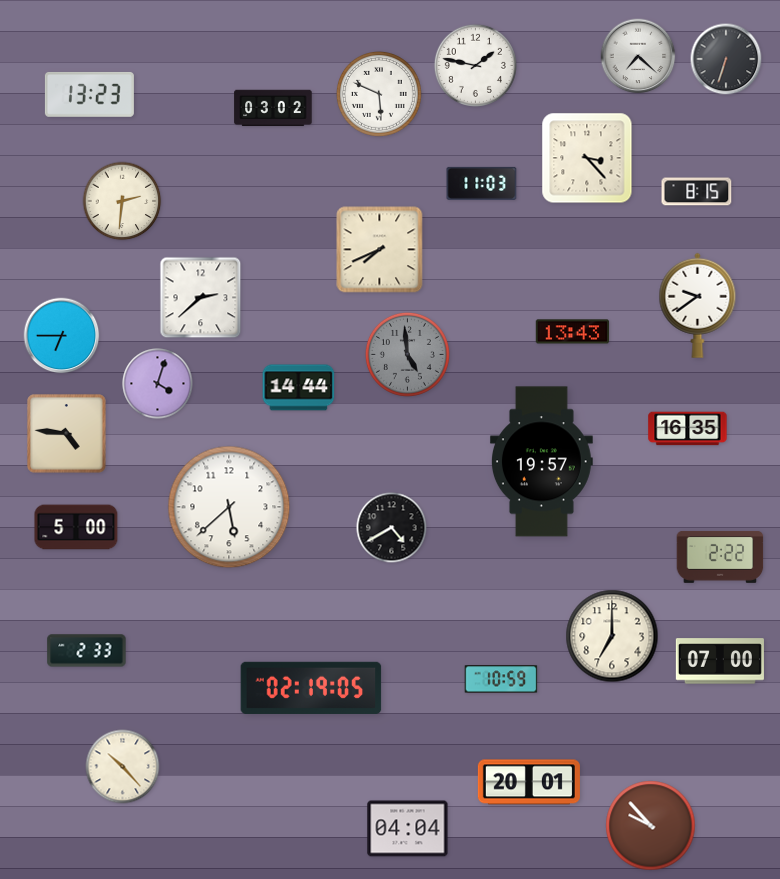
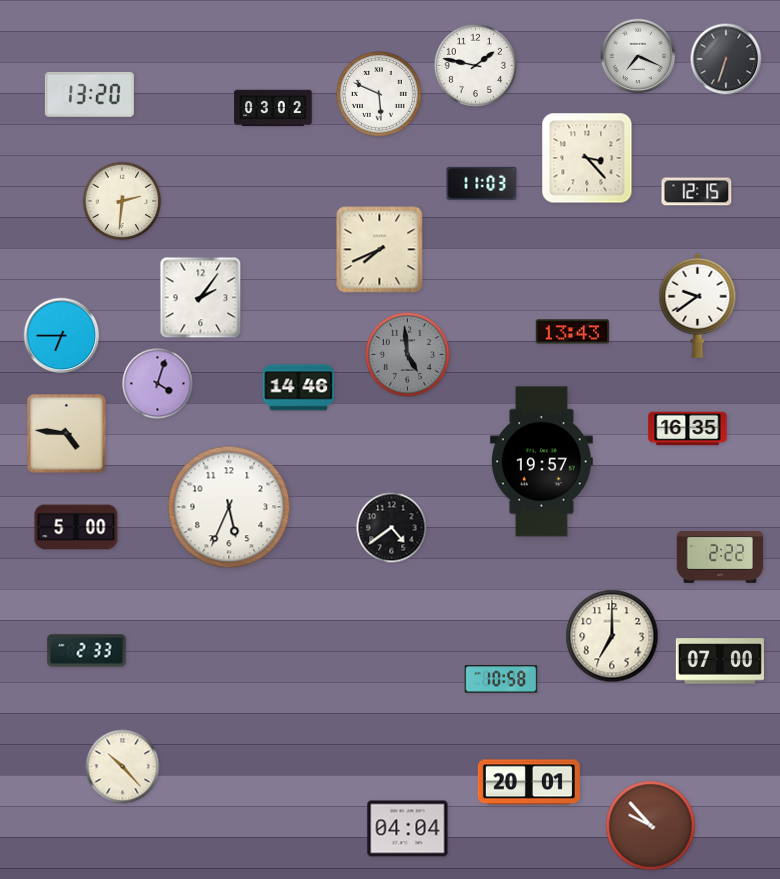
clock at (638, 56): 7:22 -> 7:19
clock at (89, 94): 13:23 -> 13:20
clock at (697, 192): 8:15 -> 12:15
clock at (201, 298): 2:38 -> 2:06
clock at (299, 388): 14:44 -> 14:46
clock at (229, 507): 5:38 -> 5:34
clock at (392, 528): 4:40 -> 4:39
clock at (501, 679): 10:59 -> 10:58
clock at (311, 688): 02:19 -> none
